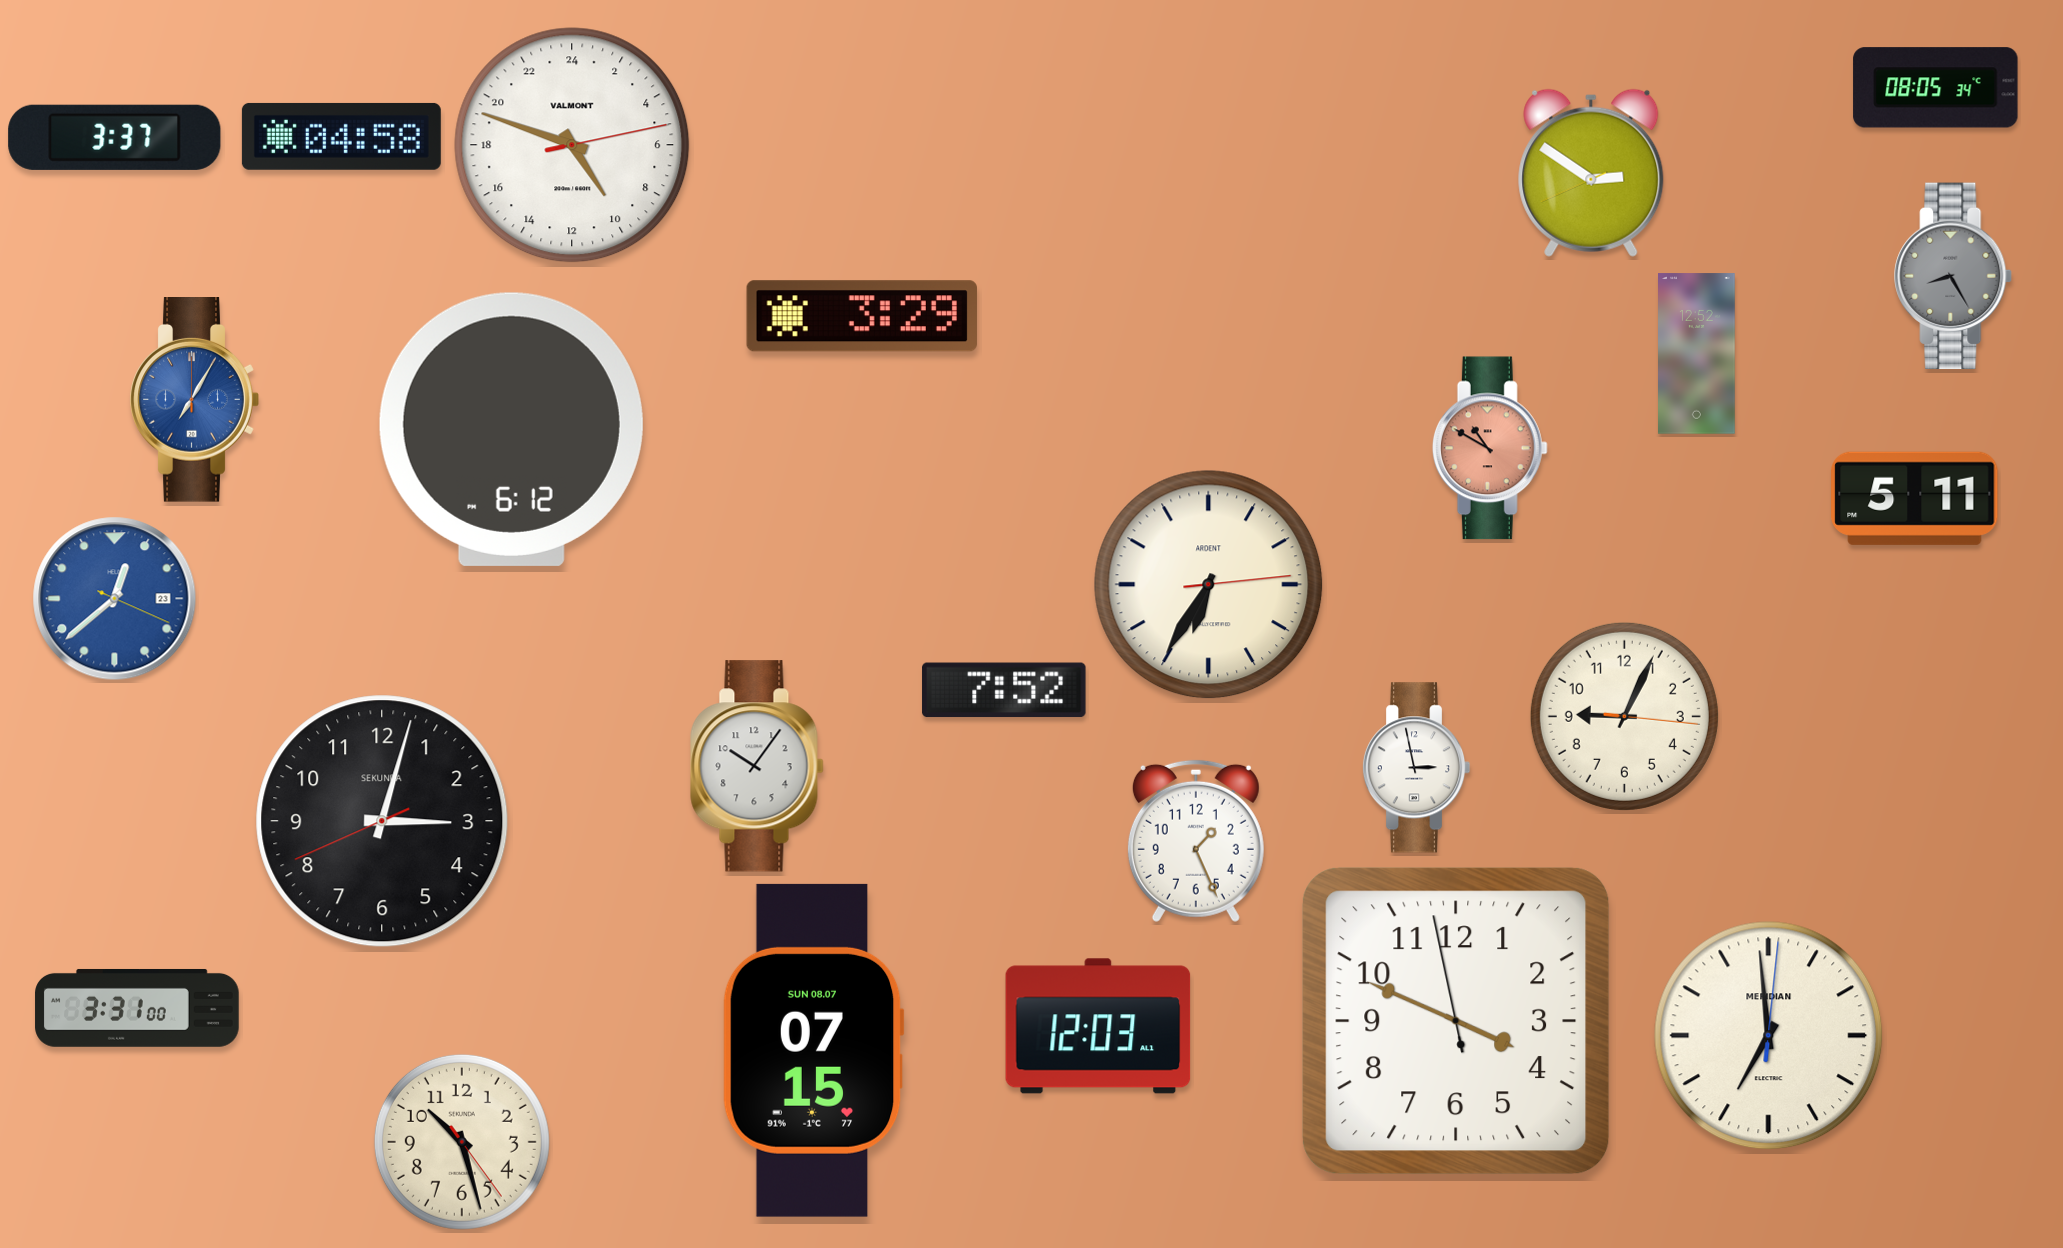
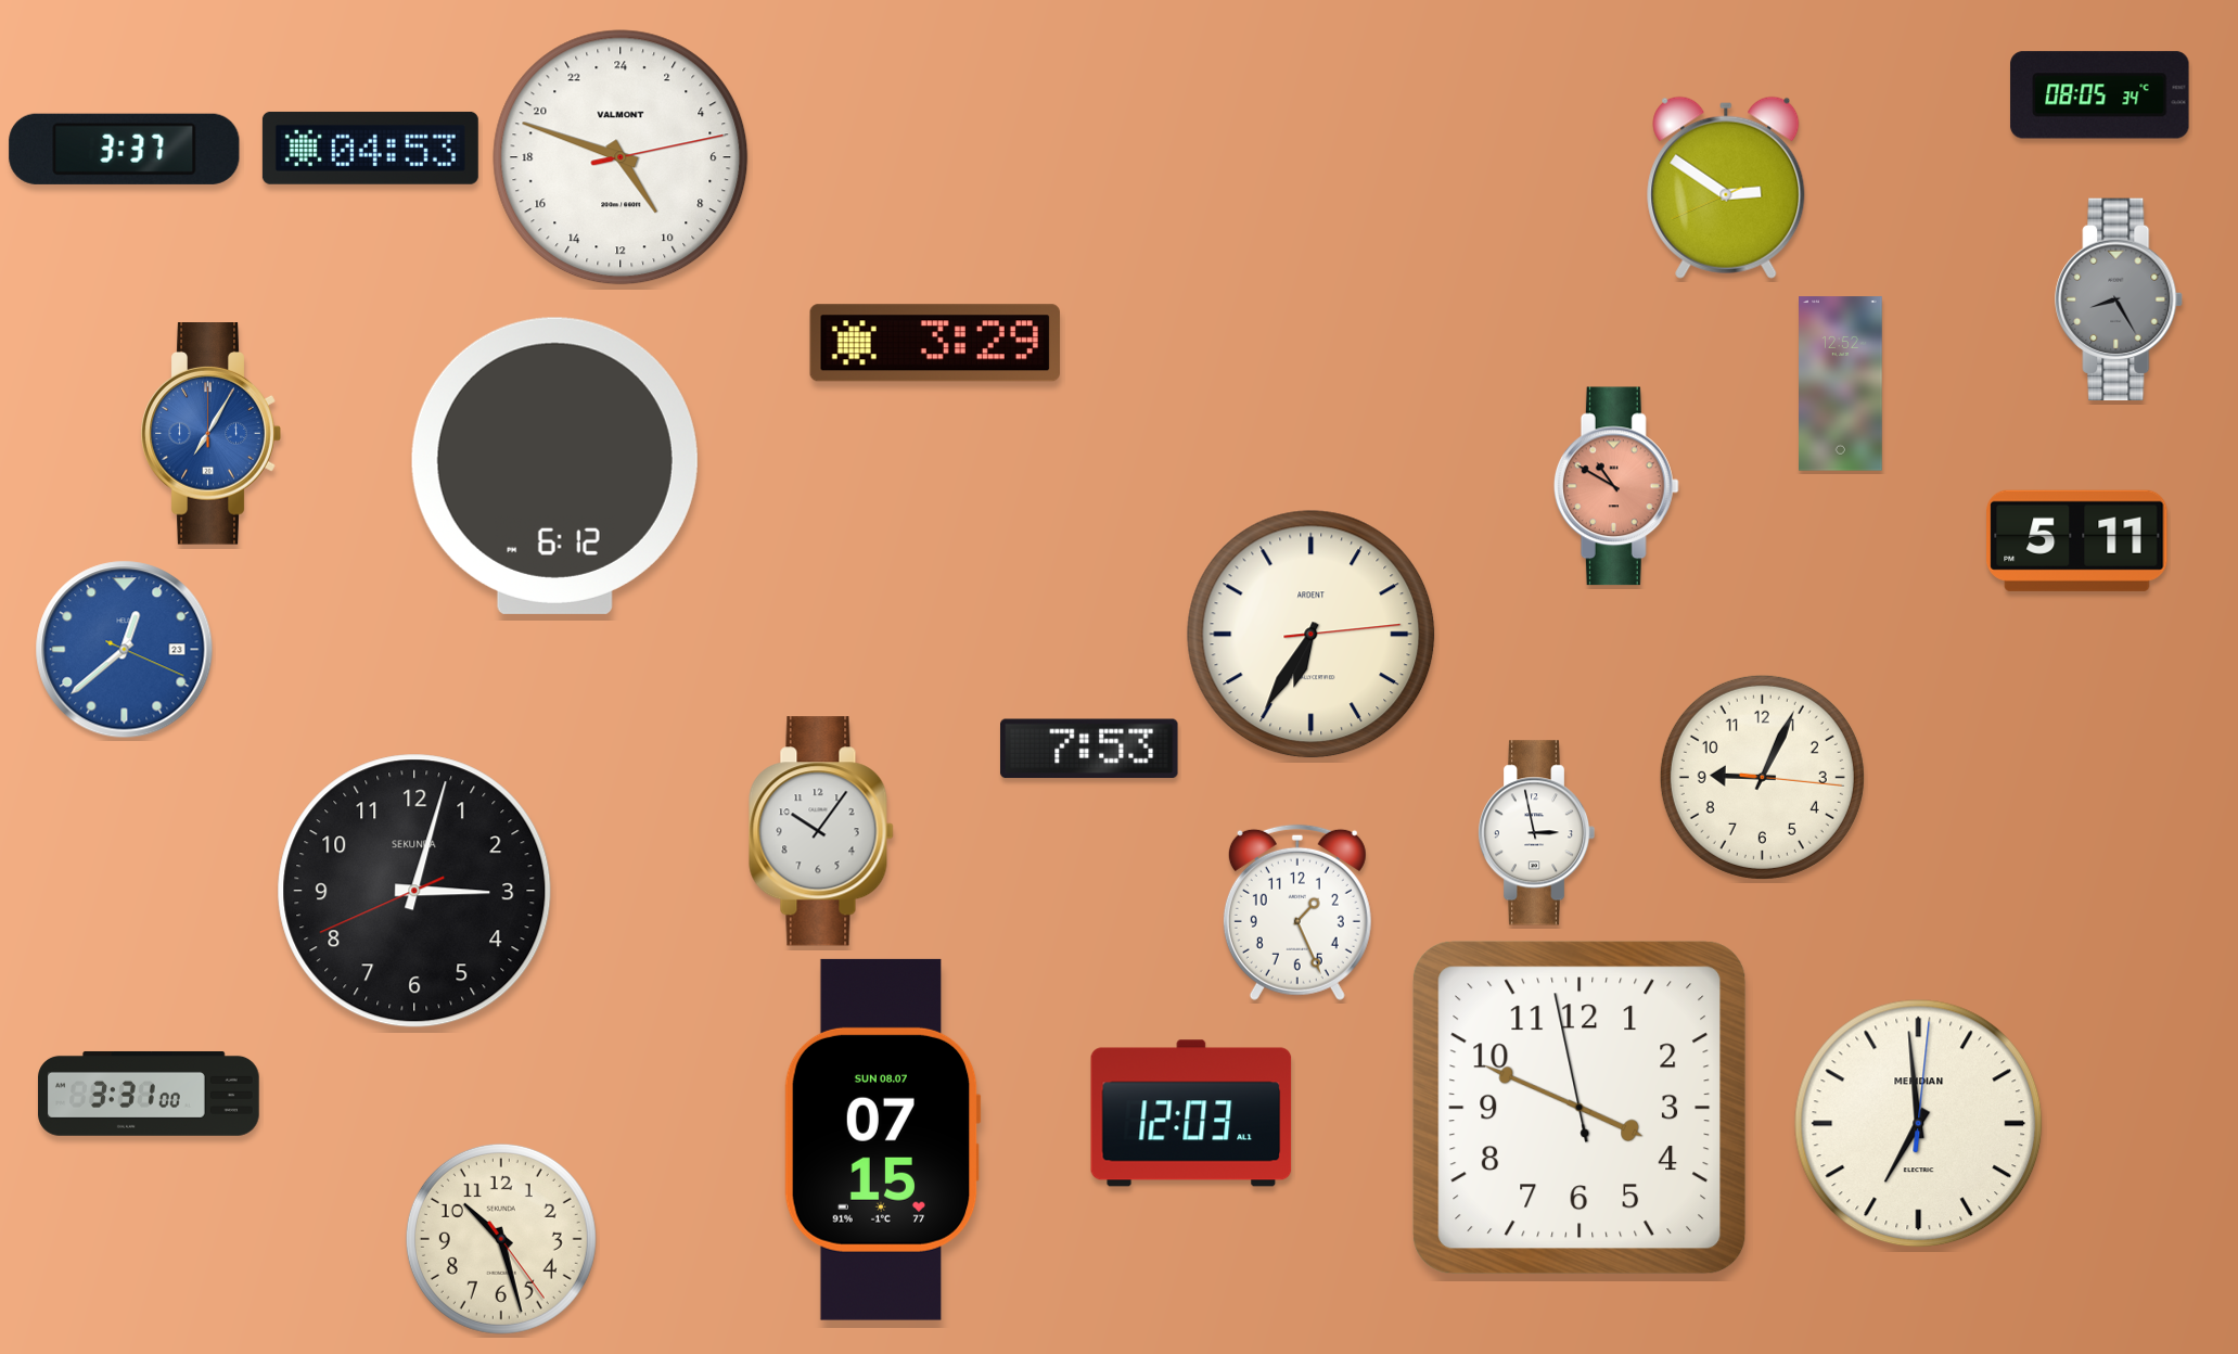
clock at (341, 136): 04:58 -> 04:53
clock at (1004, 690): 7:52 -> 7:53
